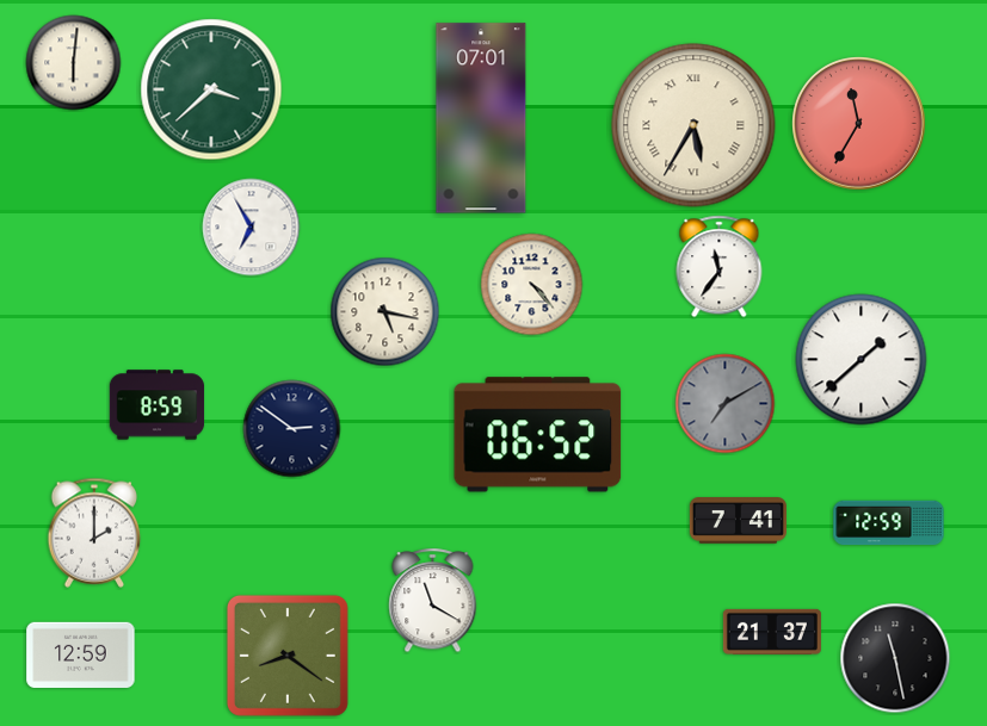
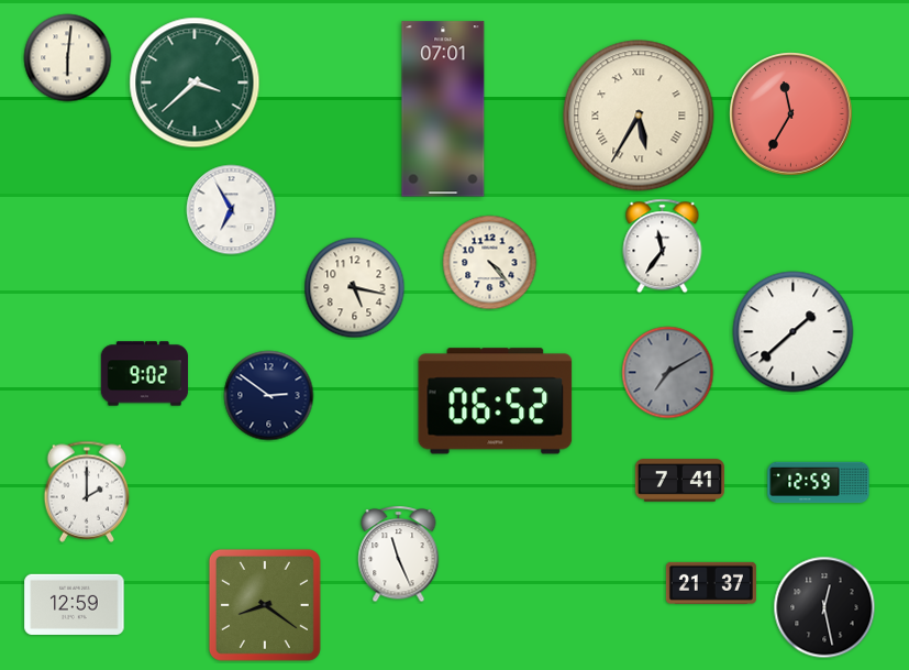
clock at (158, 405): 8:59 -> 9:02
clock at (433, 601): 11:20 -> 11:26
clock at (895, 658): 11:28 -> 12:28
